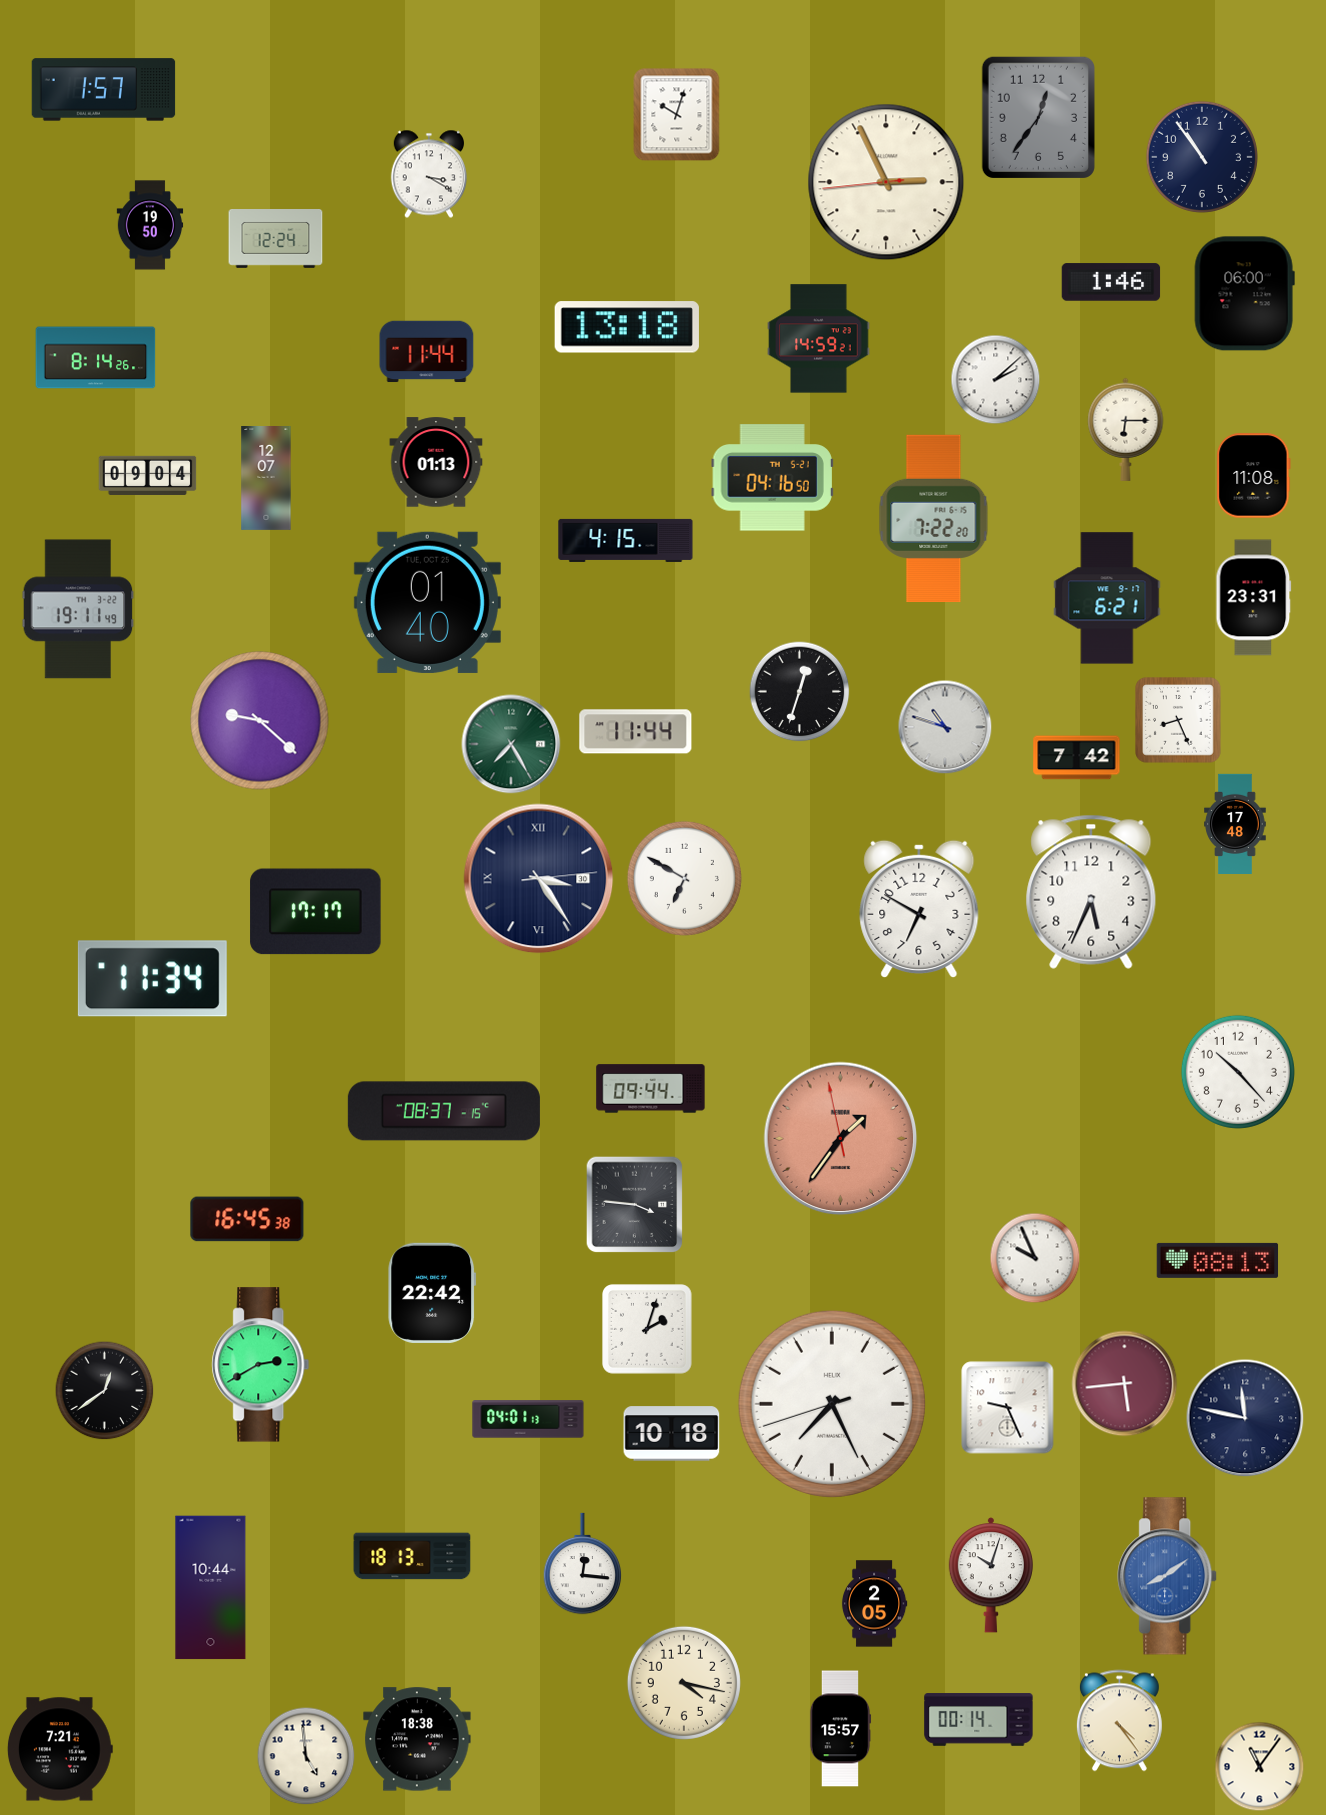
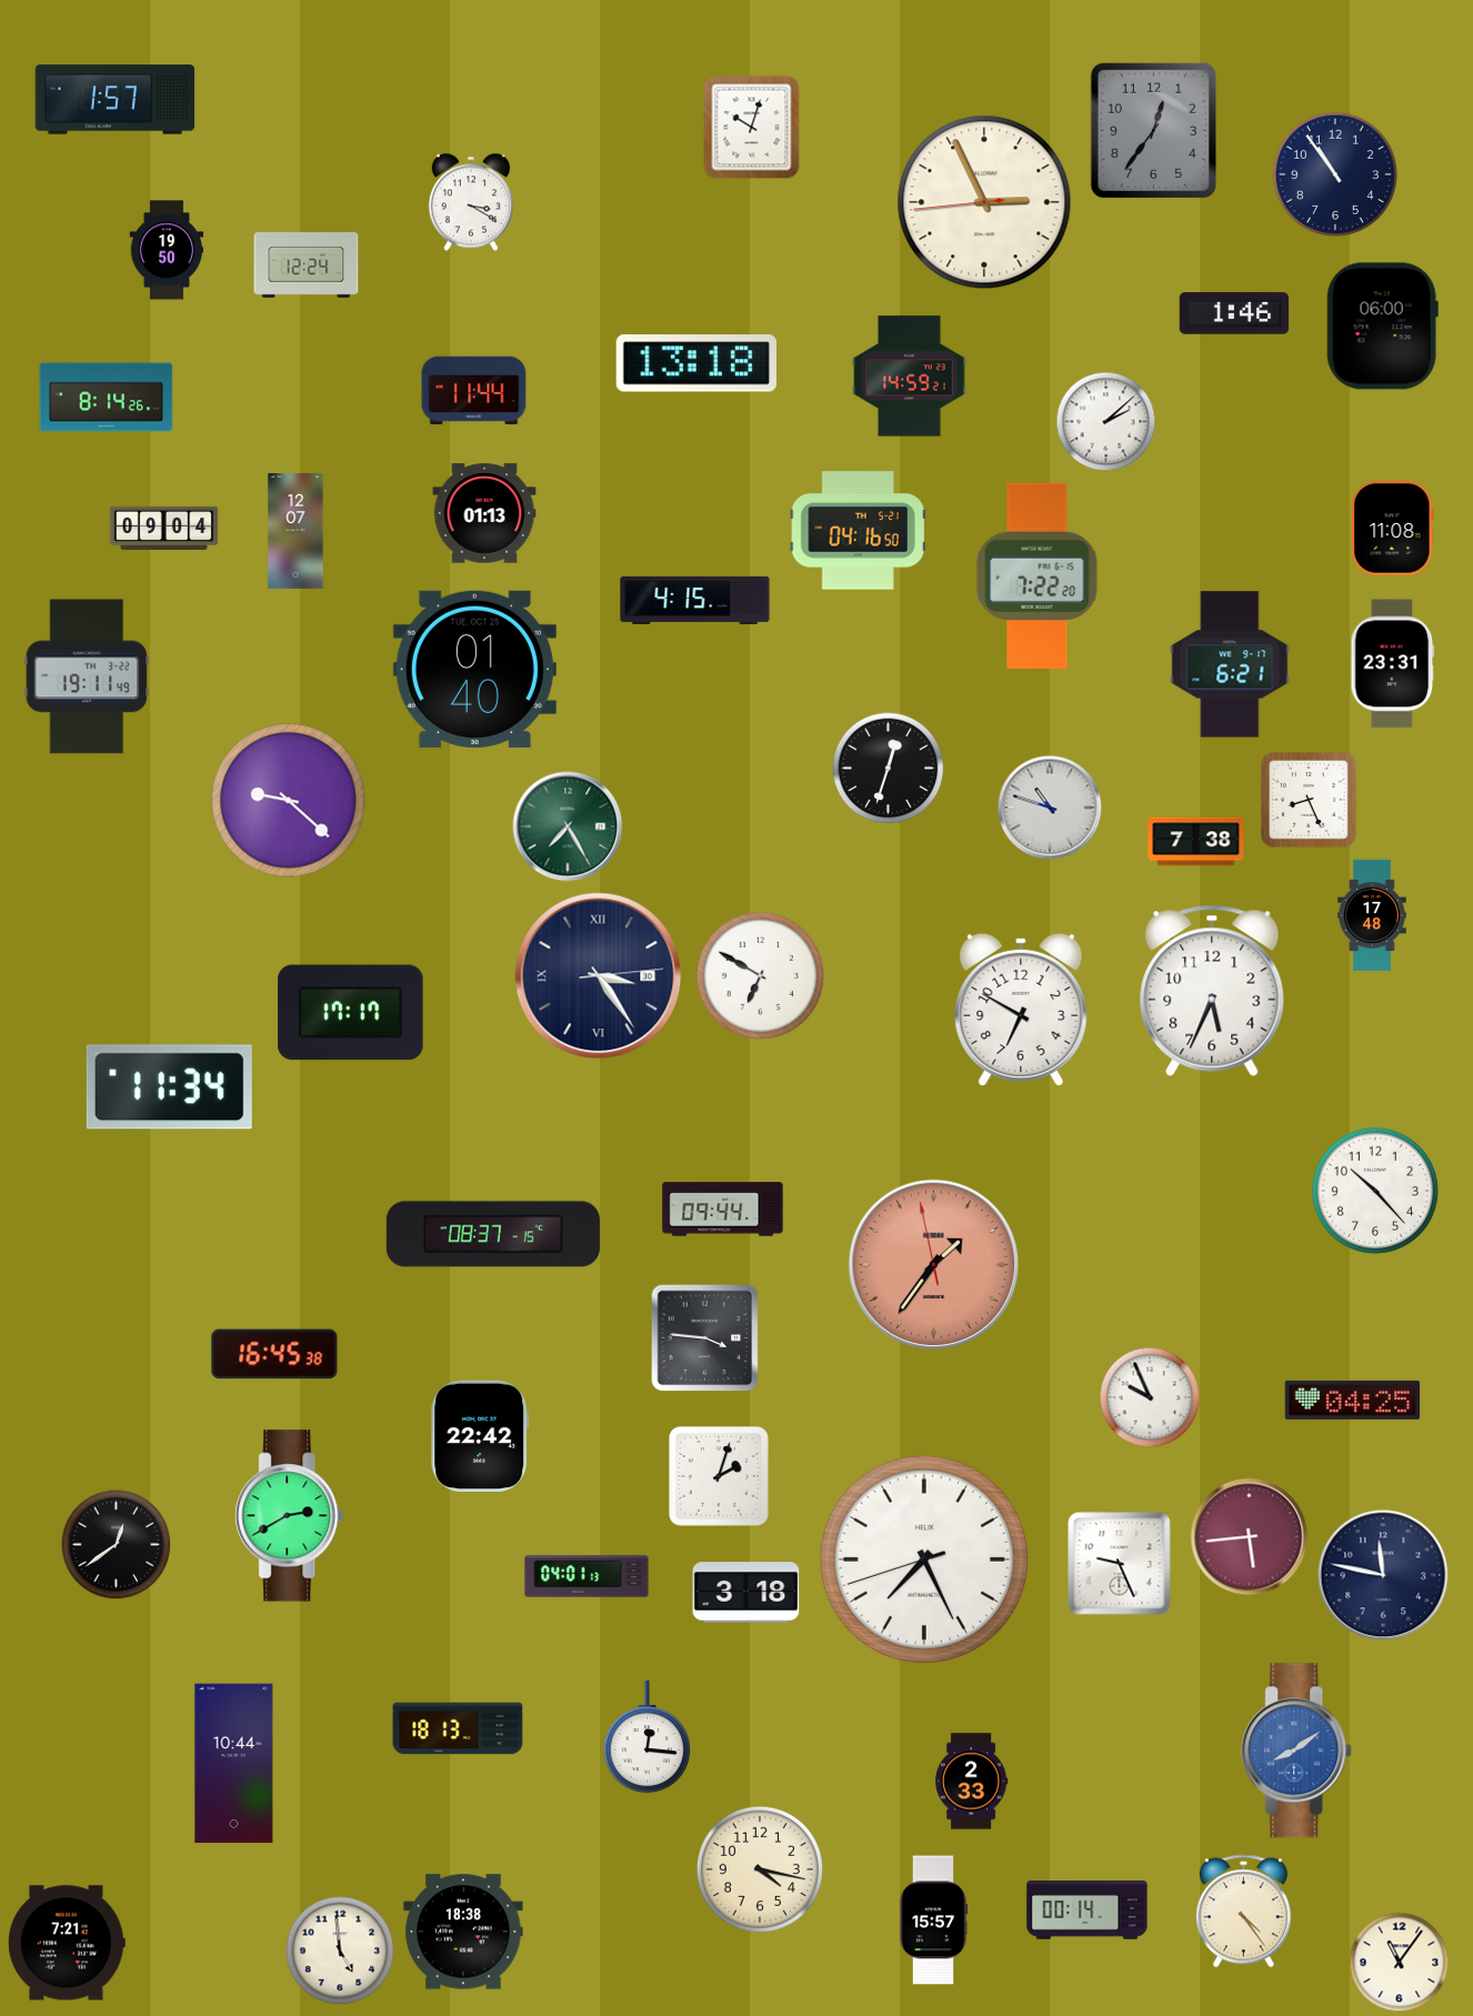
clock at (428, 174) position: (428, 174) -> (470, 202)
clock at (1126, 429): 6:15 -> none
clock at (636, 732): 11:44 -> none
clock at (1077, 758): 7:42 -> 7:38
clock at (1218, 1260): 08:13 -> 04:25
clock at (672, 1434): 10:18 -> 3:18
clock at (991, 1575): 10:03 -> none
clock at (874, 1604): 2:05 -> 2:33
